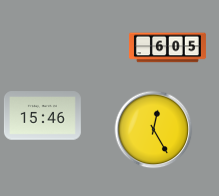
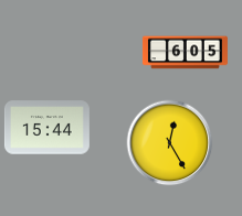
clock at (42, 116): 15:46 -> 15:44
